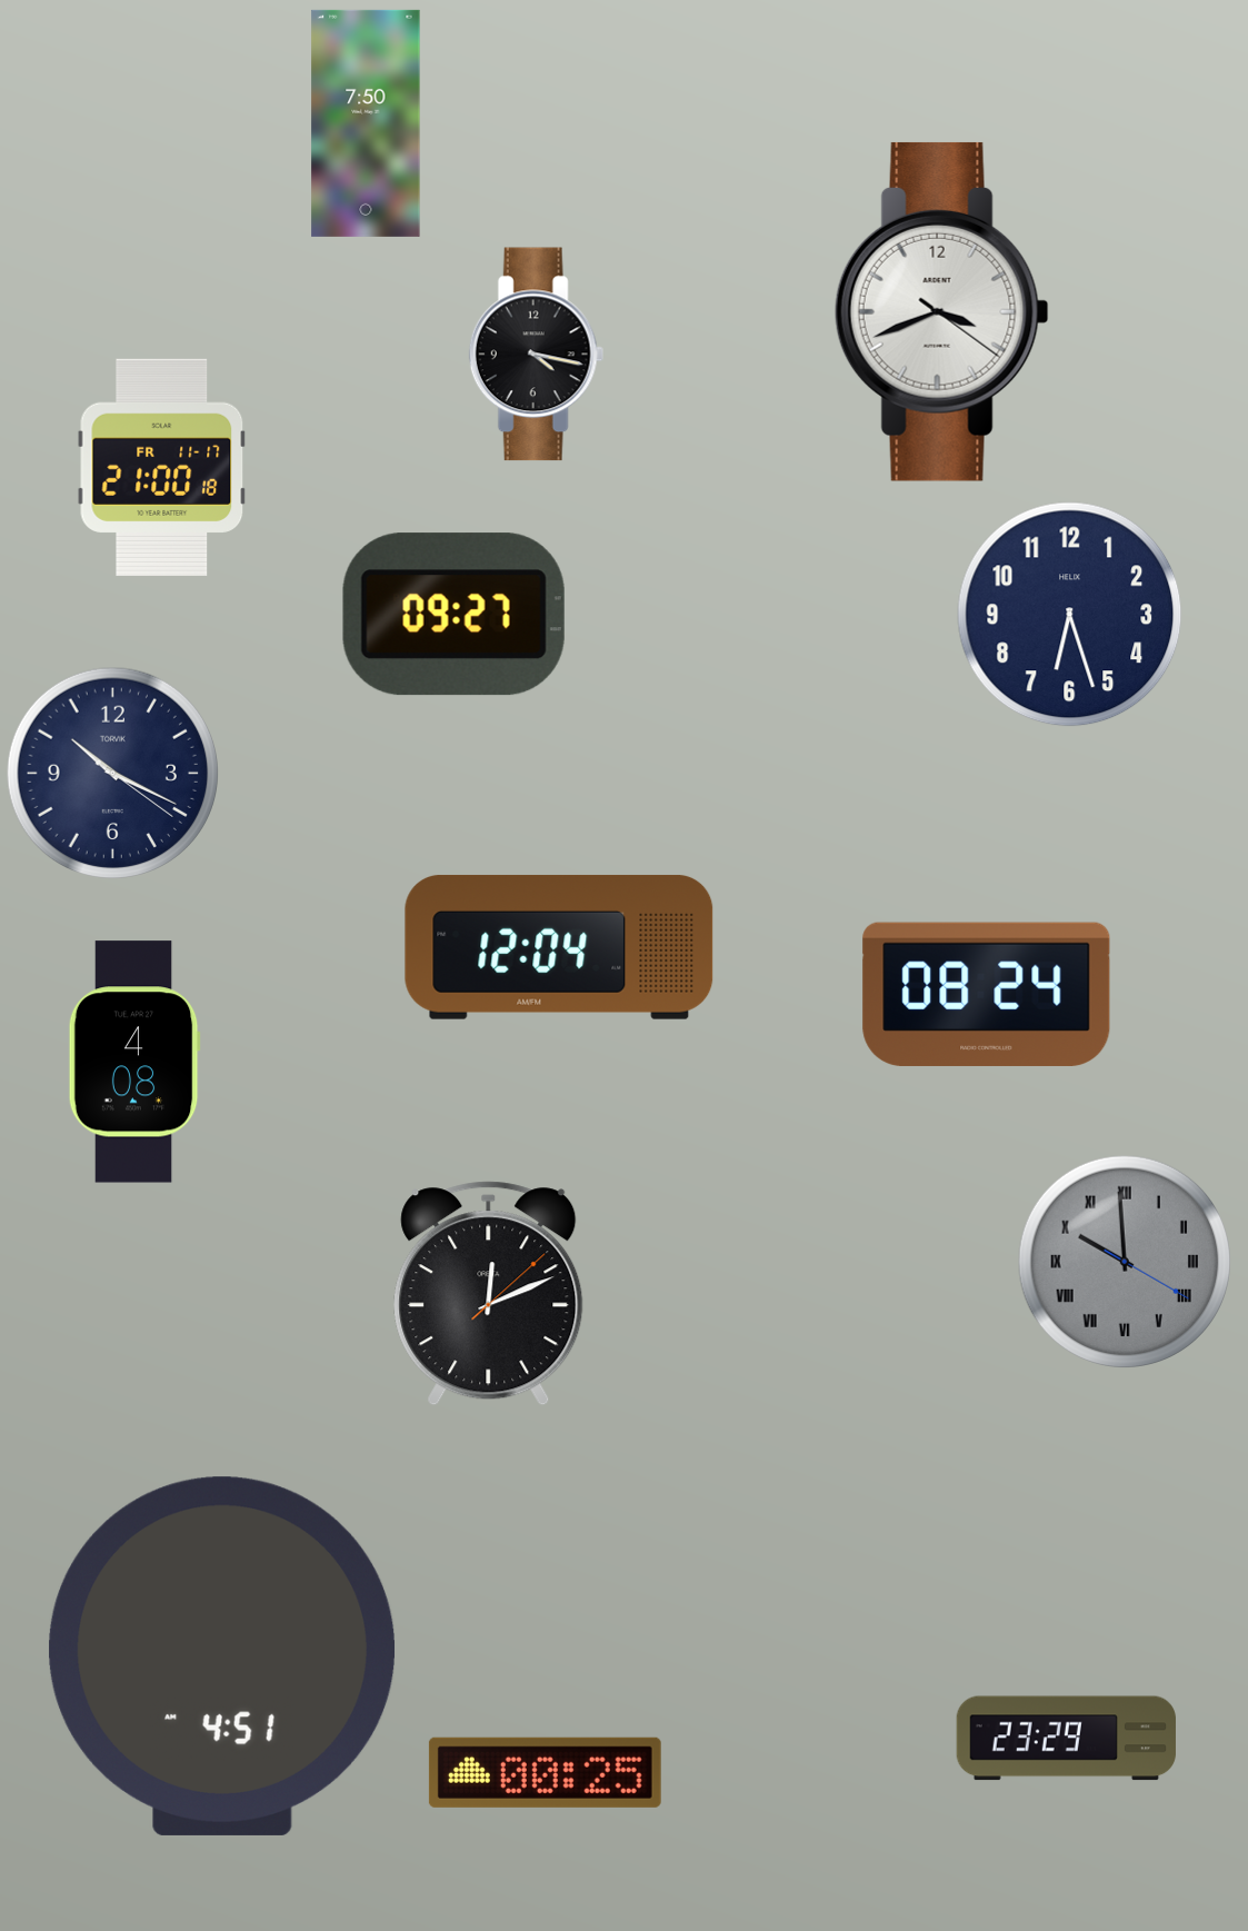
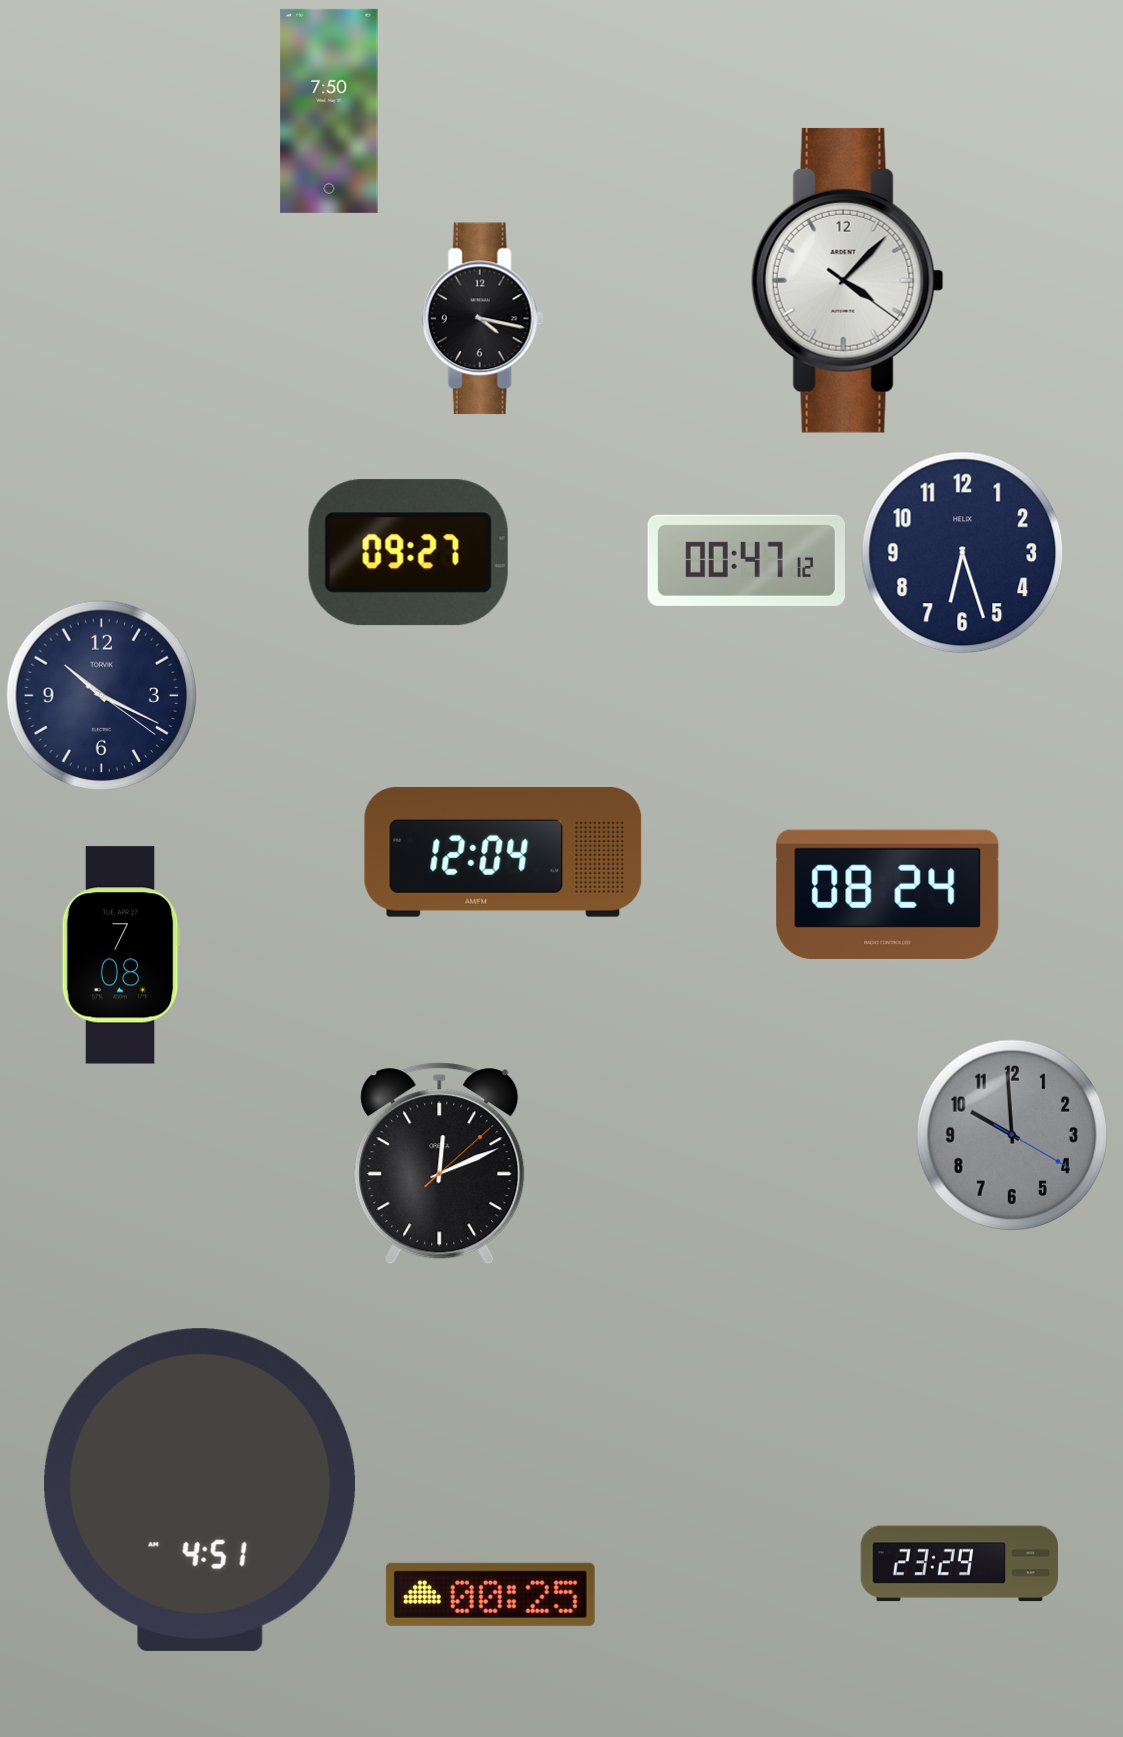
clock at (941, 311): 3:41 -> 4:07
clock at (162, 467): 21:00 -> none
clock at (746, 560): none -> 00:47
clock at (134, 1062): 4:08 -> 7:08
clock at (1124, 1261) numerals: Roman -> Arabic
